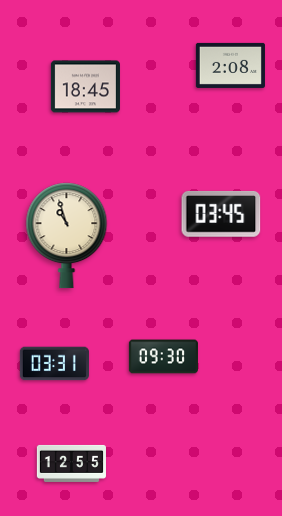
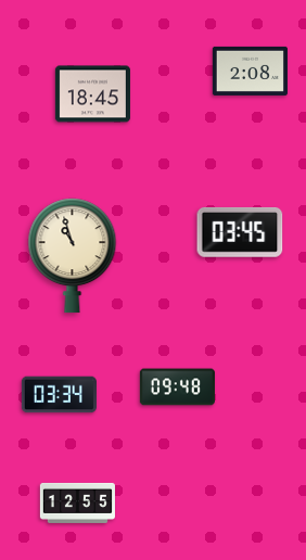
clock at (163, 357): 09:30 -> 09:48
clock at (54, 364): 03:31 -> 03:34
